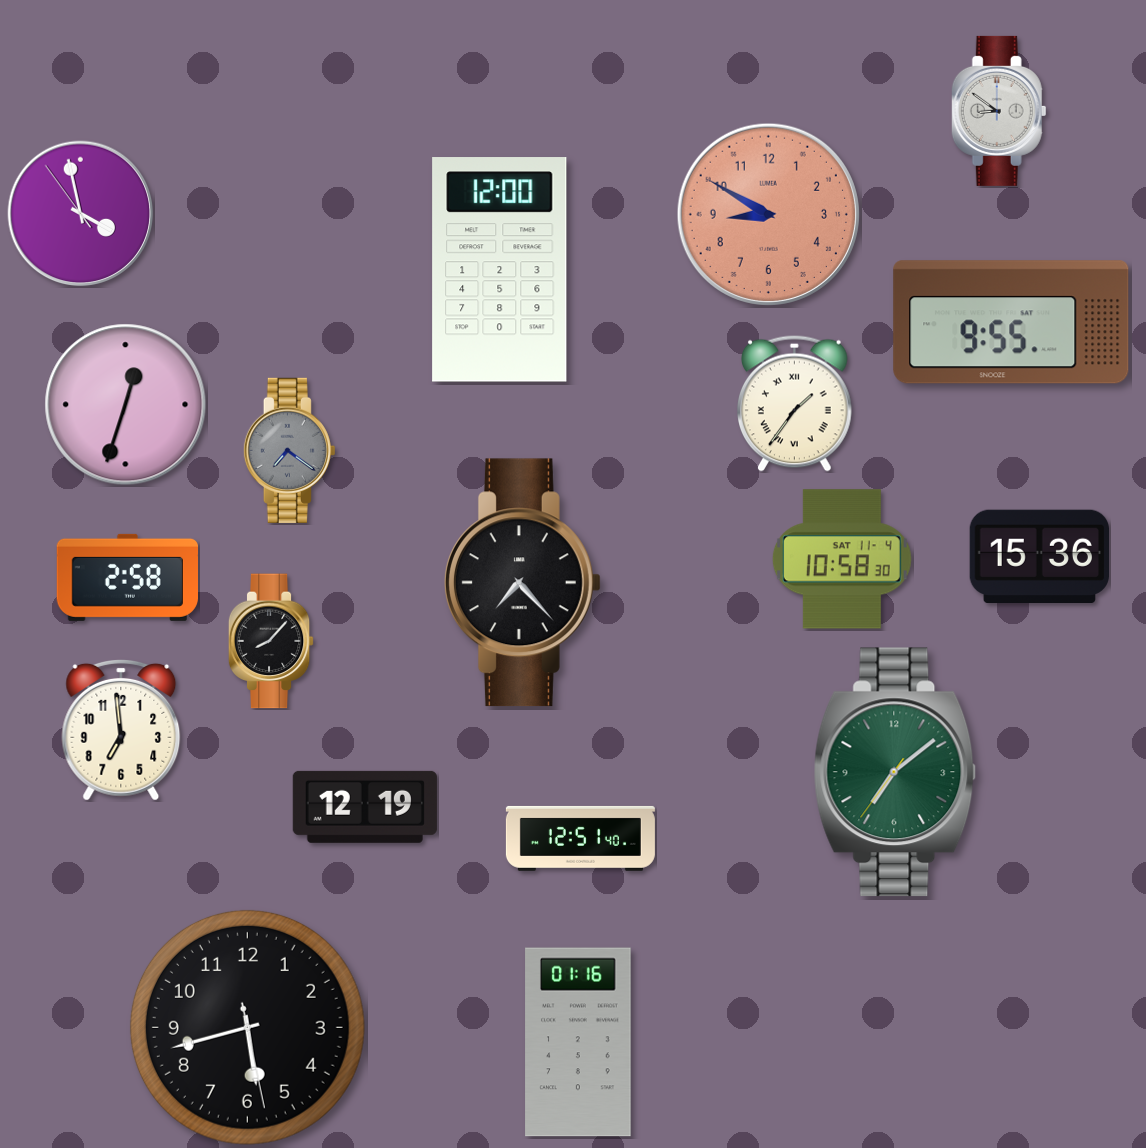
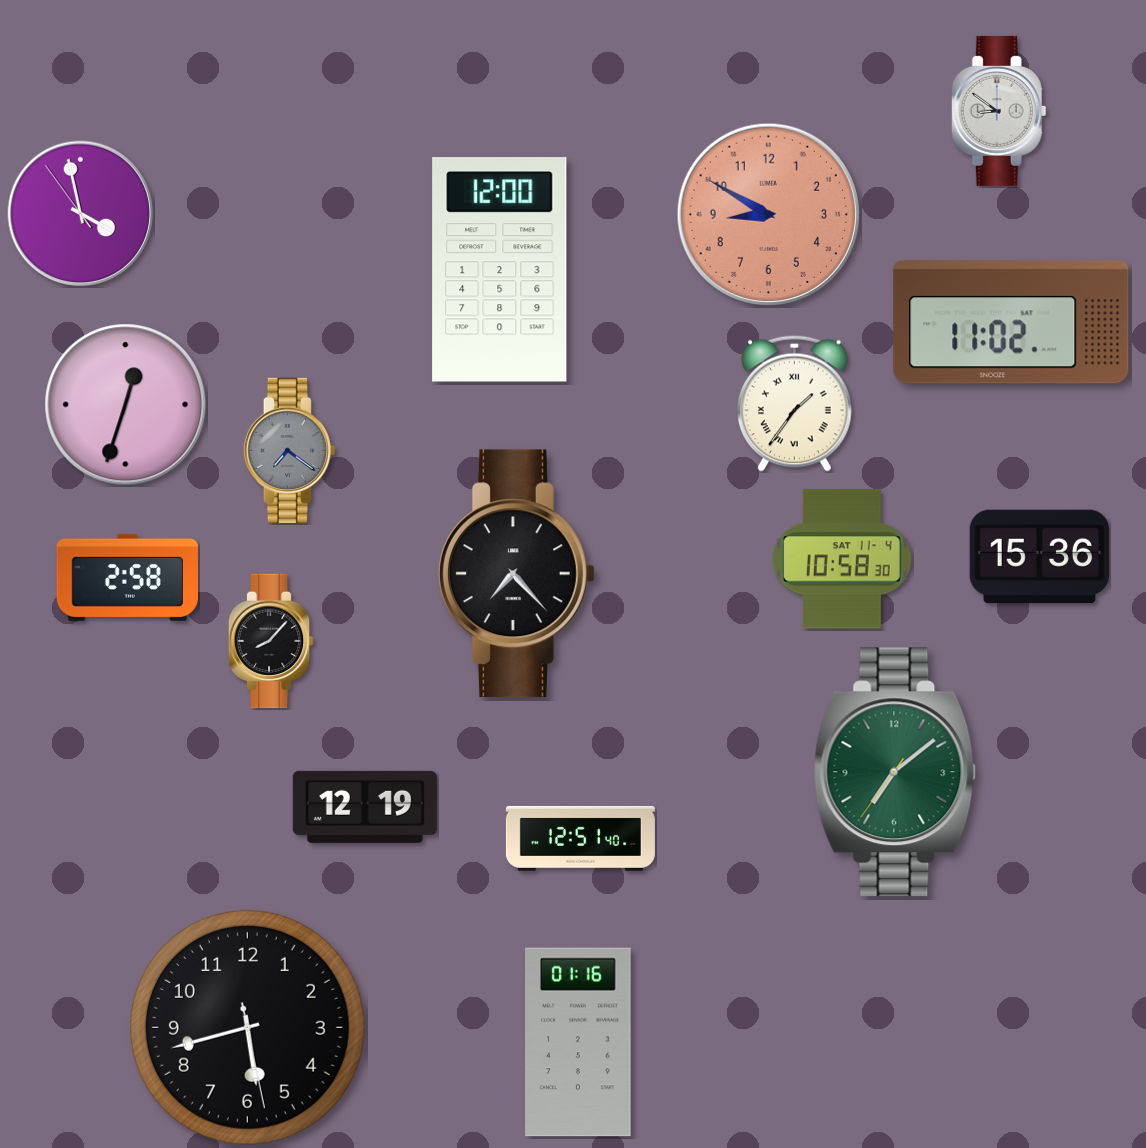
clock at (1011, 322): 9:55 -> 11:02
clock at (522, 583) position: (522, 583) -> (516, 574)
clock at (121, 730): 6:59 -> none
